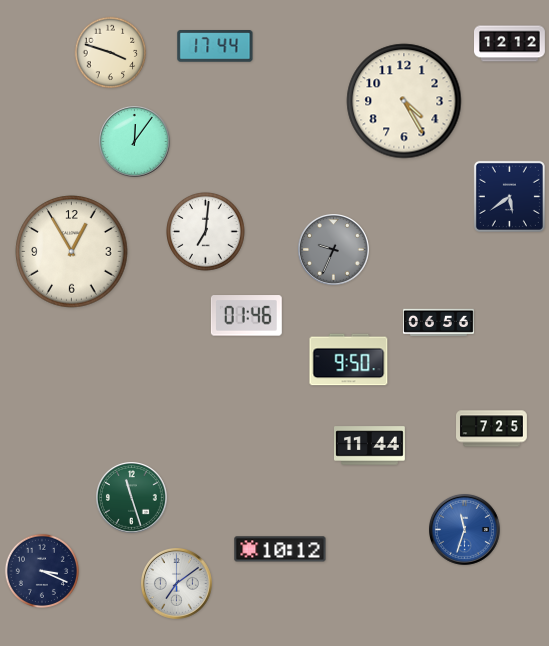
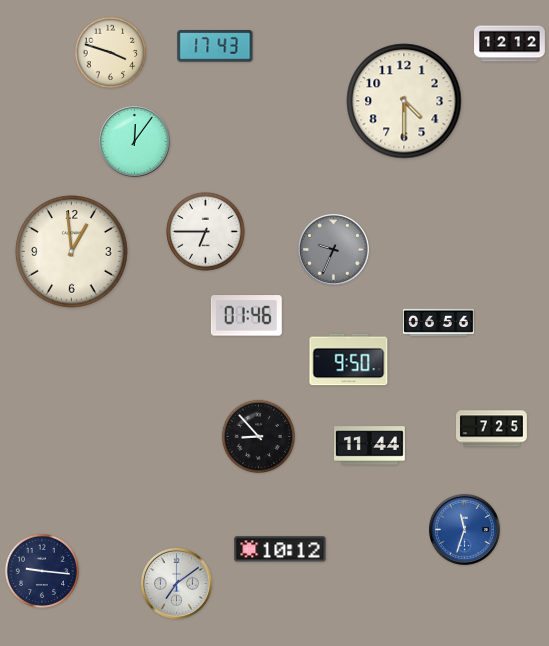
clock at (215, 46): 17:44 -> 17:43
clock at (404, 101): 4:25 -> 4:30
clock at (509, 196): 5:39 -> none
clock at (206, 232): 7:01 -> 6:45
clock at (72, 252): 12:55 -> 12:59
clock at (258, 436): none -> 8:53
clock at (132, 498): 11:27 -> none
clock at (42, 571): 3:19 -> 9:16
